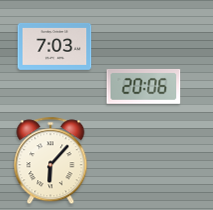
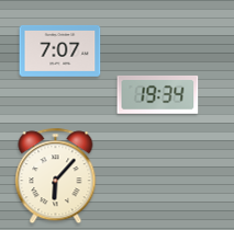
clock at (55, 46): 7:03 -> 7:07
clock at (144, 86): 20:06 -> 19:34
